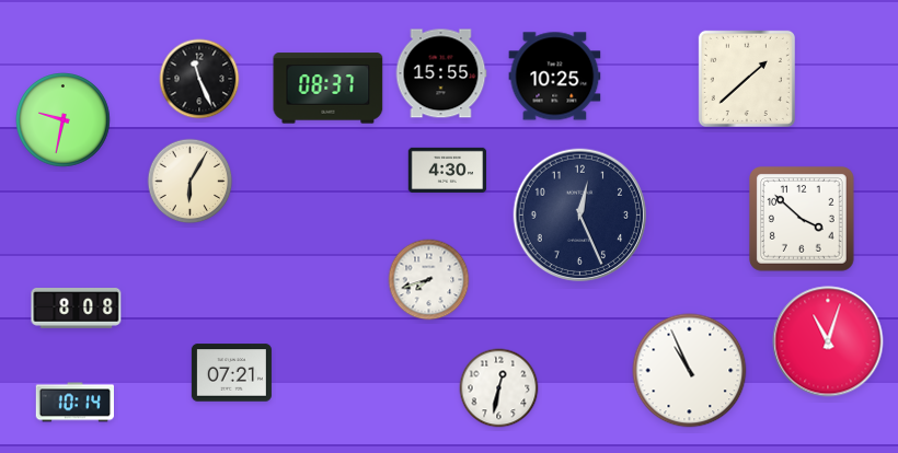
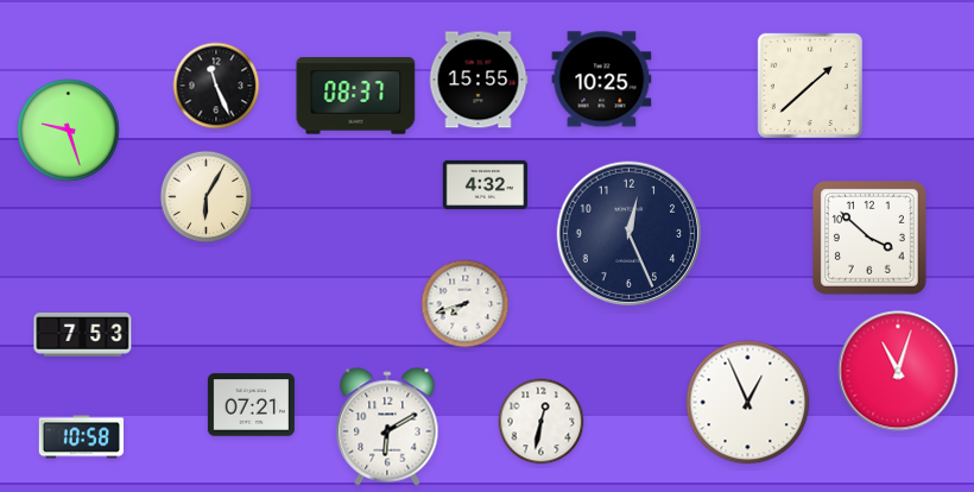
clock at (555, 77) position: (555, 77) -> (602, 80)
clock at (64, 120): 9:32 -> 9:27
clock at (448, 170): 4:30 -> 4:32
clock at (77, 309): 8:08 -> 7:53
clock at (690, 371): 10:56 -> 12:56
clock at (387, 427): none -> 6:10
clock at (74, 403): 10:14 -> 10:58
